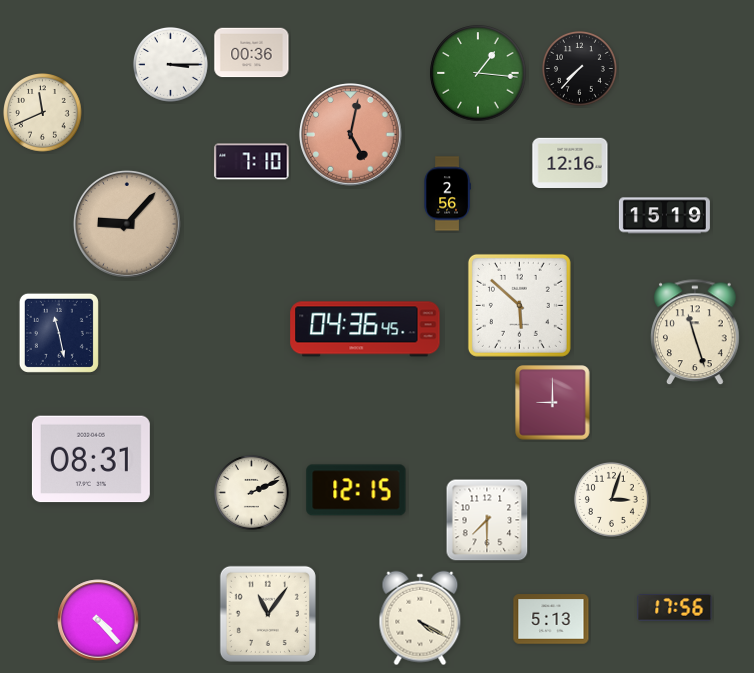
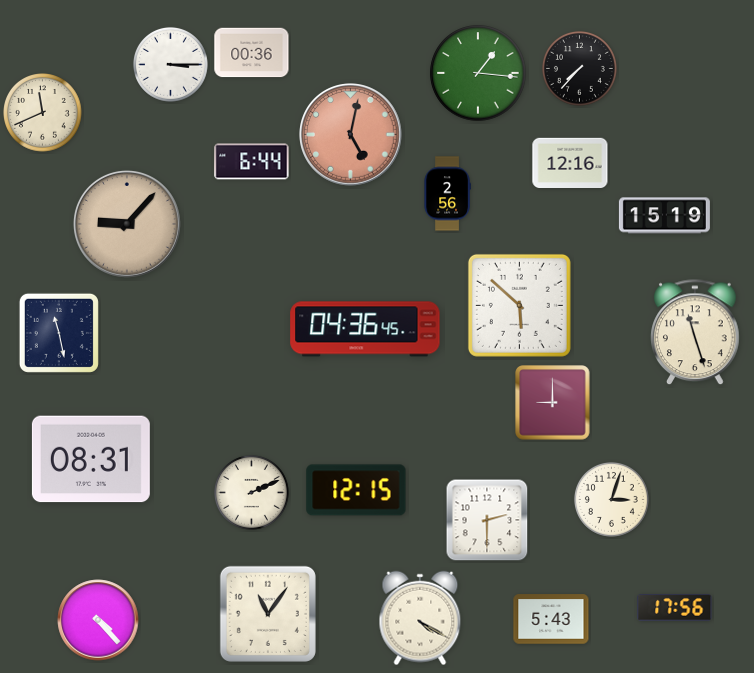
clock at (252, 162): 7:10 -> 6:44
clock at (487, 520): 7:30 -> 2:30
clock at (551, 619): 5:13 -> 5:43
